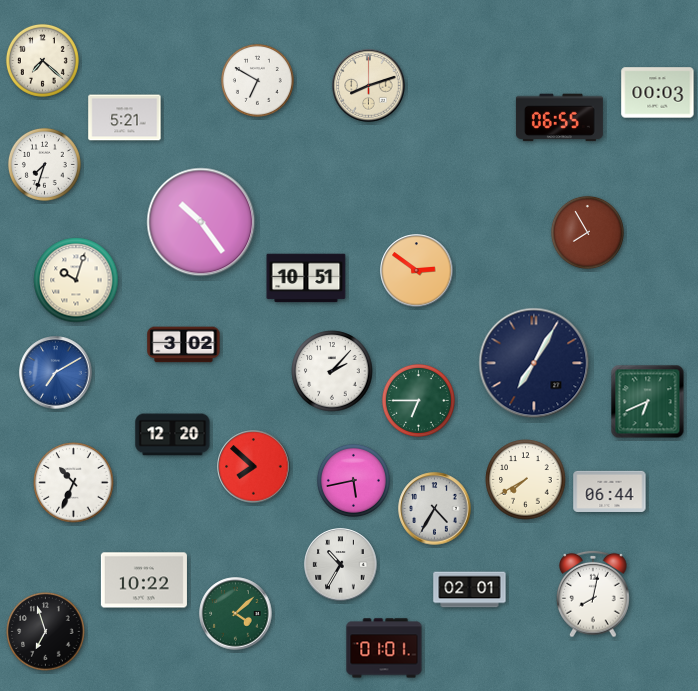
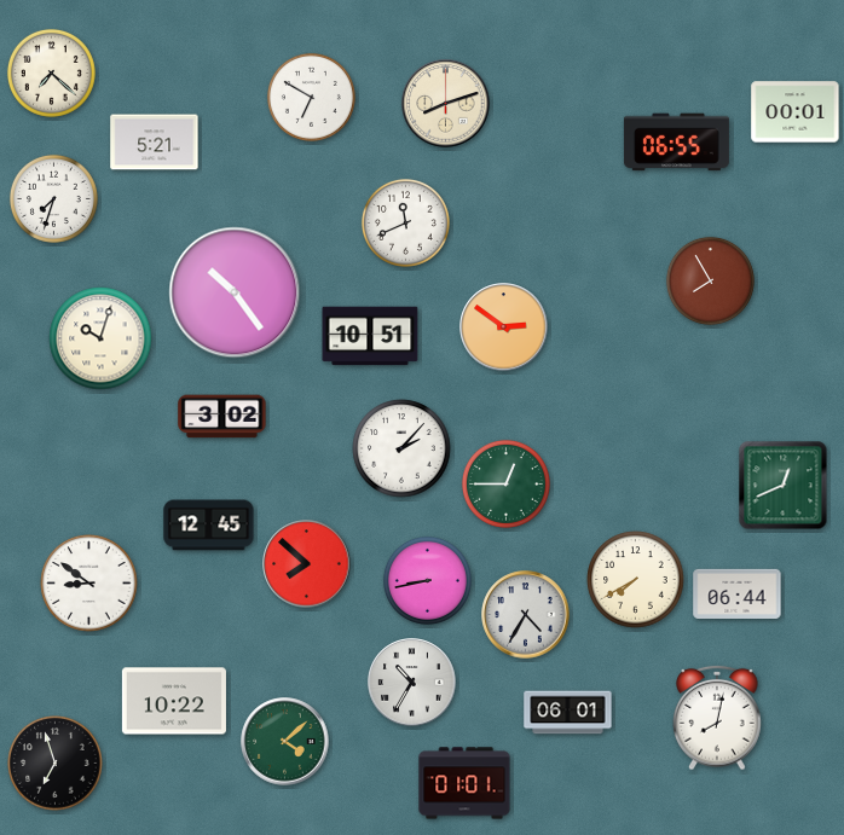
clock at (658, 93): 00:03 -> 00:01
clock at (125, 118) position: (125, 118) -> (155, 143)
clock at (405, 222): none -> 11:41
clock at (201, 222) position: (201, 222) -> (235, 292)
clock at (76, 280) position: (76, 280) -> (100, 338)
clock at (534, 363): 7:05 -> none
clock at (56, 373): 7:10 -> none
clock at (418, 400): 6:45 -> 12:45
clock at (648, 402): 6:41 -> 12:41
clock at (173, 435): 12:20 -> 12:45
clock at (353, 480): 5:43 -> 8:43
clock at (74, 483): 10:34 -> 8:51
clock at (470, 590): 02:01 -> 06:01
